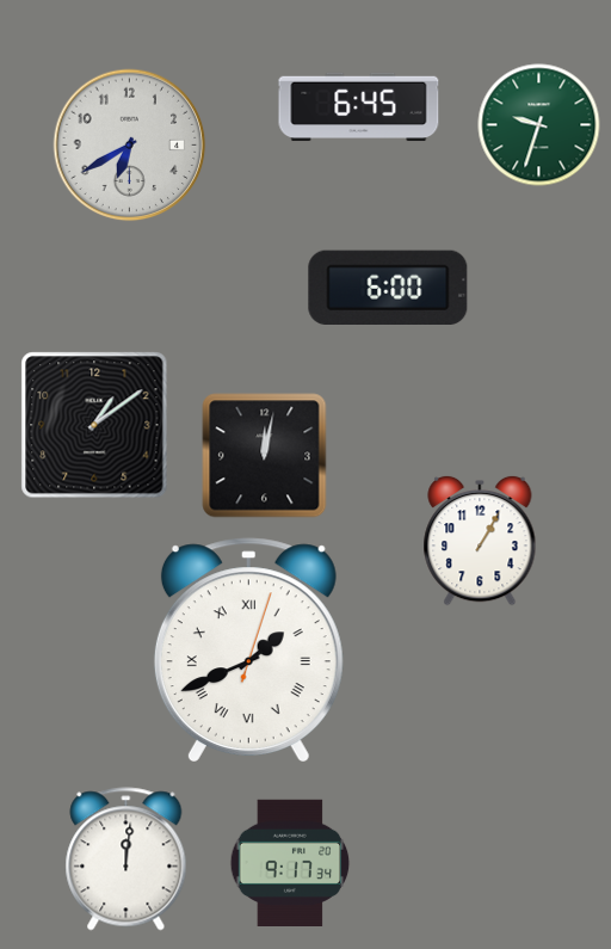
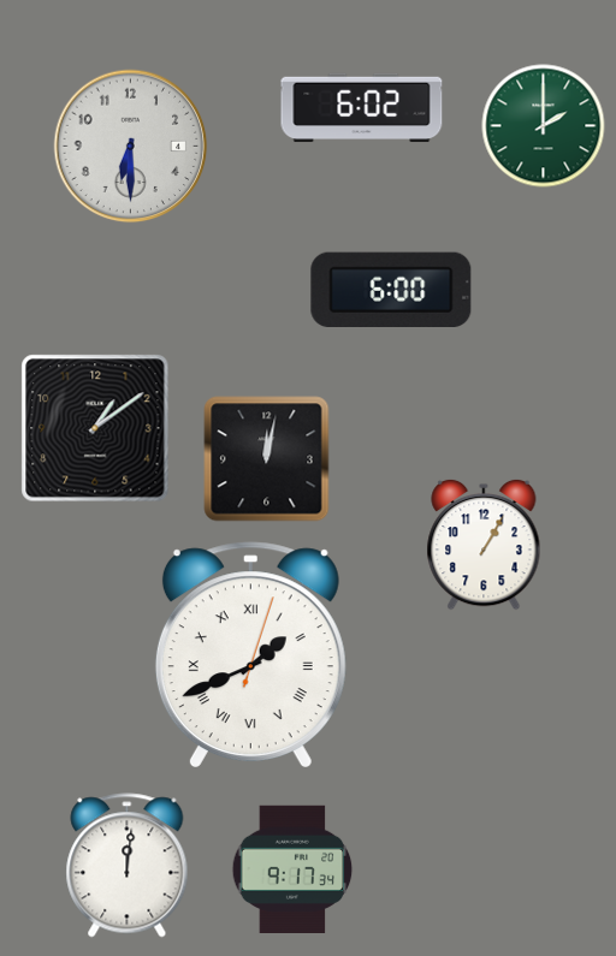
clock at (359, 107): 6:45 -> 6:02
clock at (539, 125): 9:33 -> 2:00
clock at (130, 146): 6:40 -> 6:30
